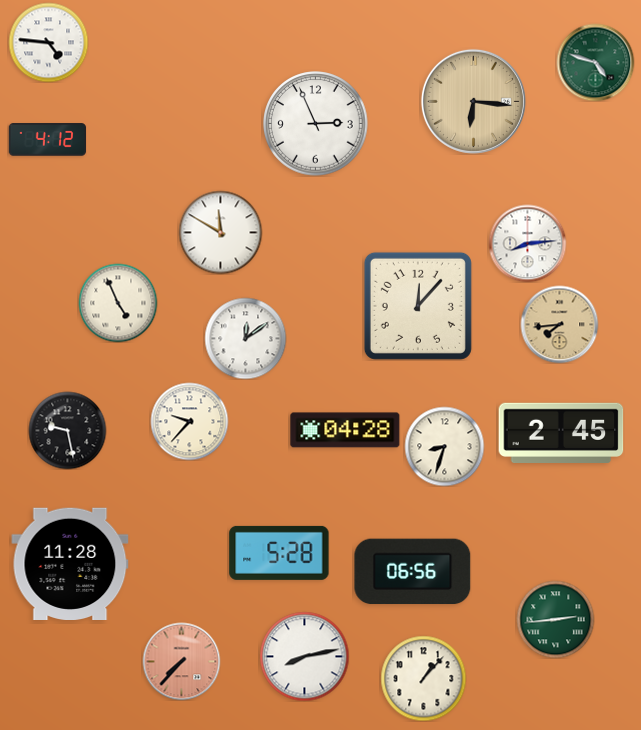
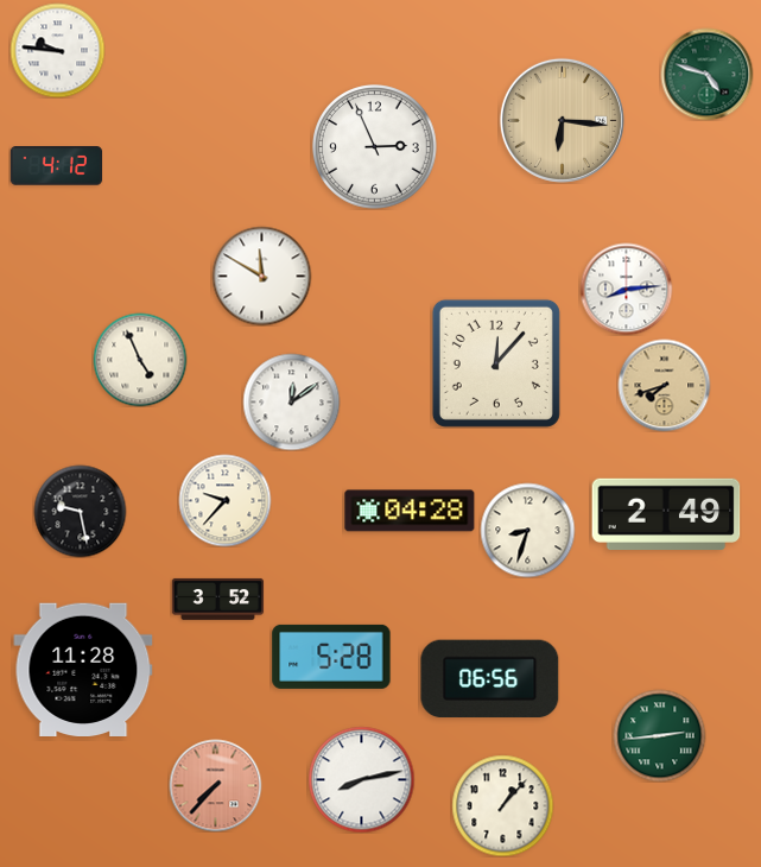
clock at (48, 42): 4:46 -> 9:46
clock at (559, 324): 7:44 -> 7:42
clock at (561, 432): 2:45 -> 2:49
clock at (217, 599): none -> 3:52
